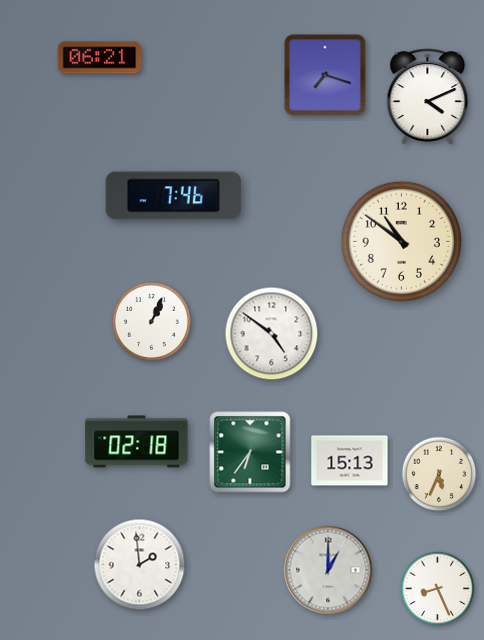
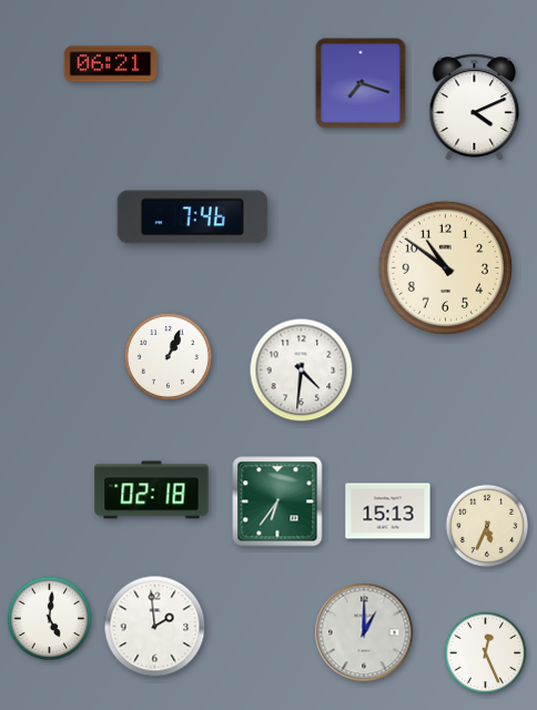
clock at (272, 334): 4:51 -> 4:31
clock at (50, 619): none -> 5:01
clock at (438, 589): 8:26 -> 12:26
